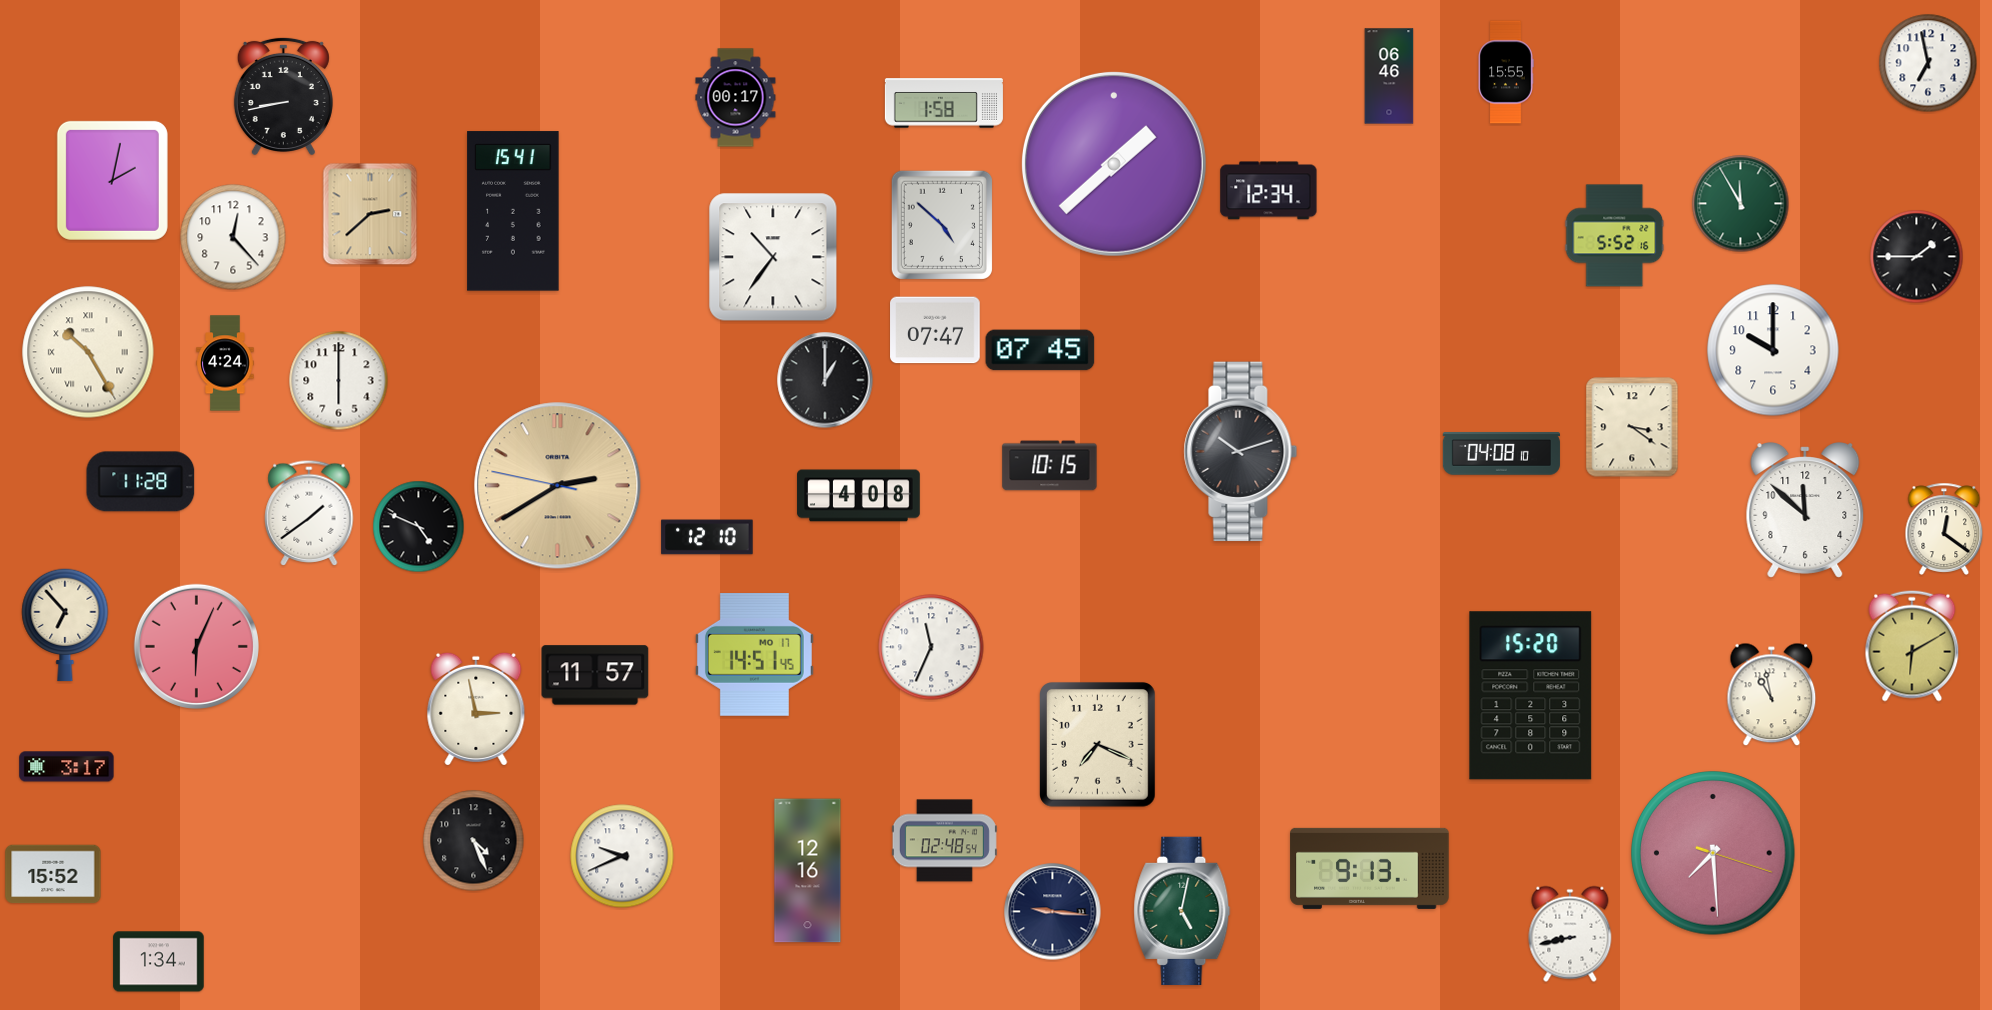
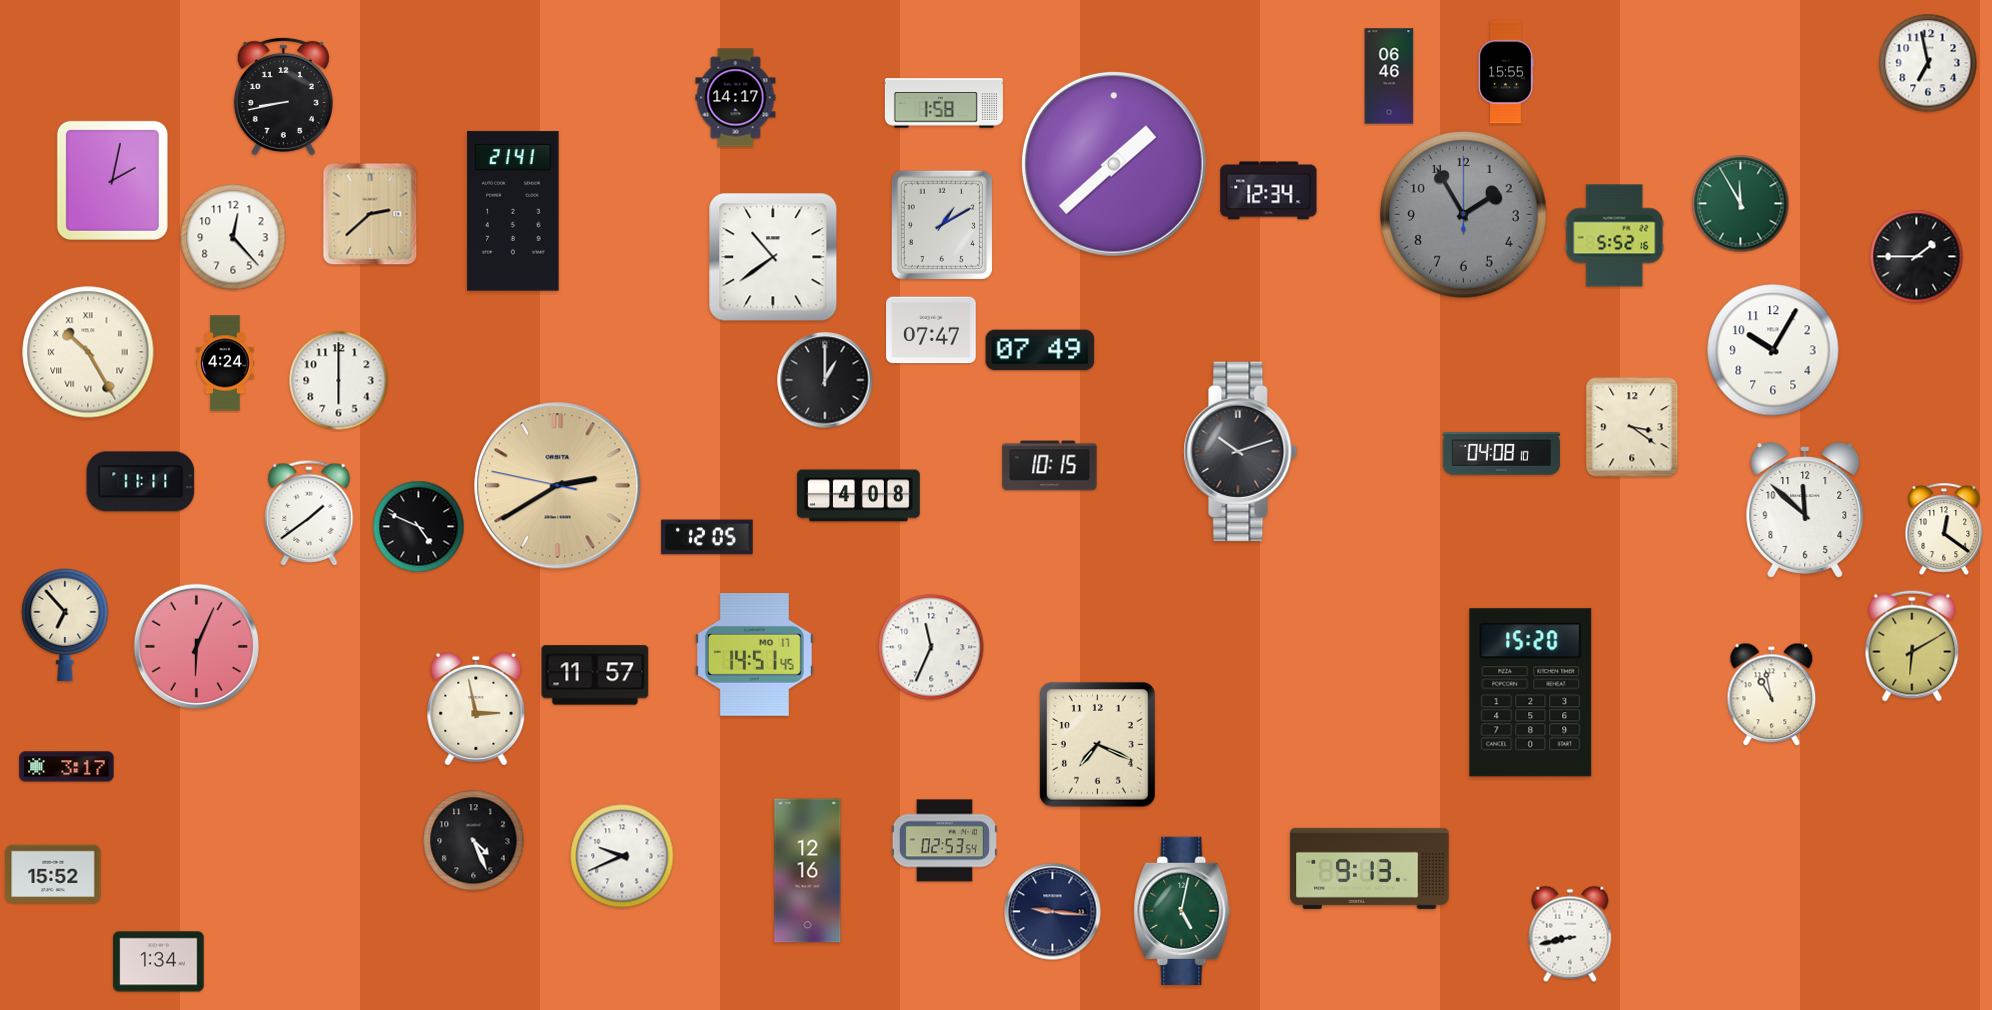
clock at (736, 98): 00:17 -> 14:17
clock at (513, 211): 15:41 -> 21:41
clock at (1464, 215): none -> 1:55
clock at (942, 225): 4:52 -> 1:10
clock at (773, 257): 10:36 -> 10:39
clock at (935, 330) position: (935, 330) -> (931, 330)
clock at (1040, 350): 07:45 -> 07:49
clock at (1773, 350): 10:00 -> 10:05
clock at (141, 482): 11:28 -> 11:11
clock at (707, 537): 12:10 -> 12:05
clock at (1531, 696) position: (1531, 696) -> (1531, 693)
clock at (944, 841): 02:48 -> 02:53
clock at (1713, 853): 7:29 -> none
